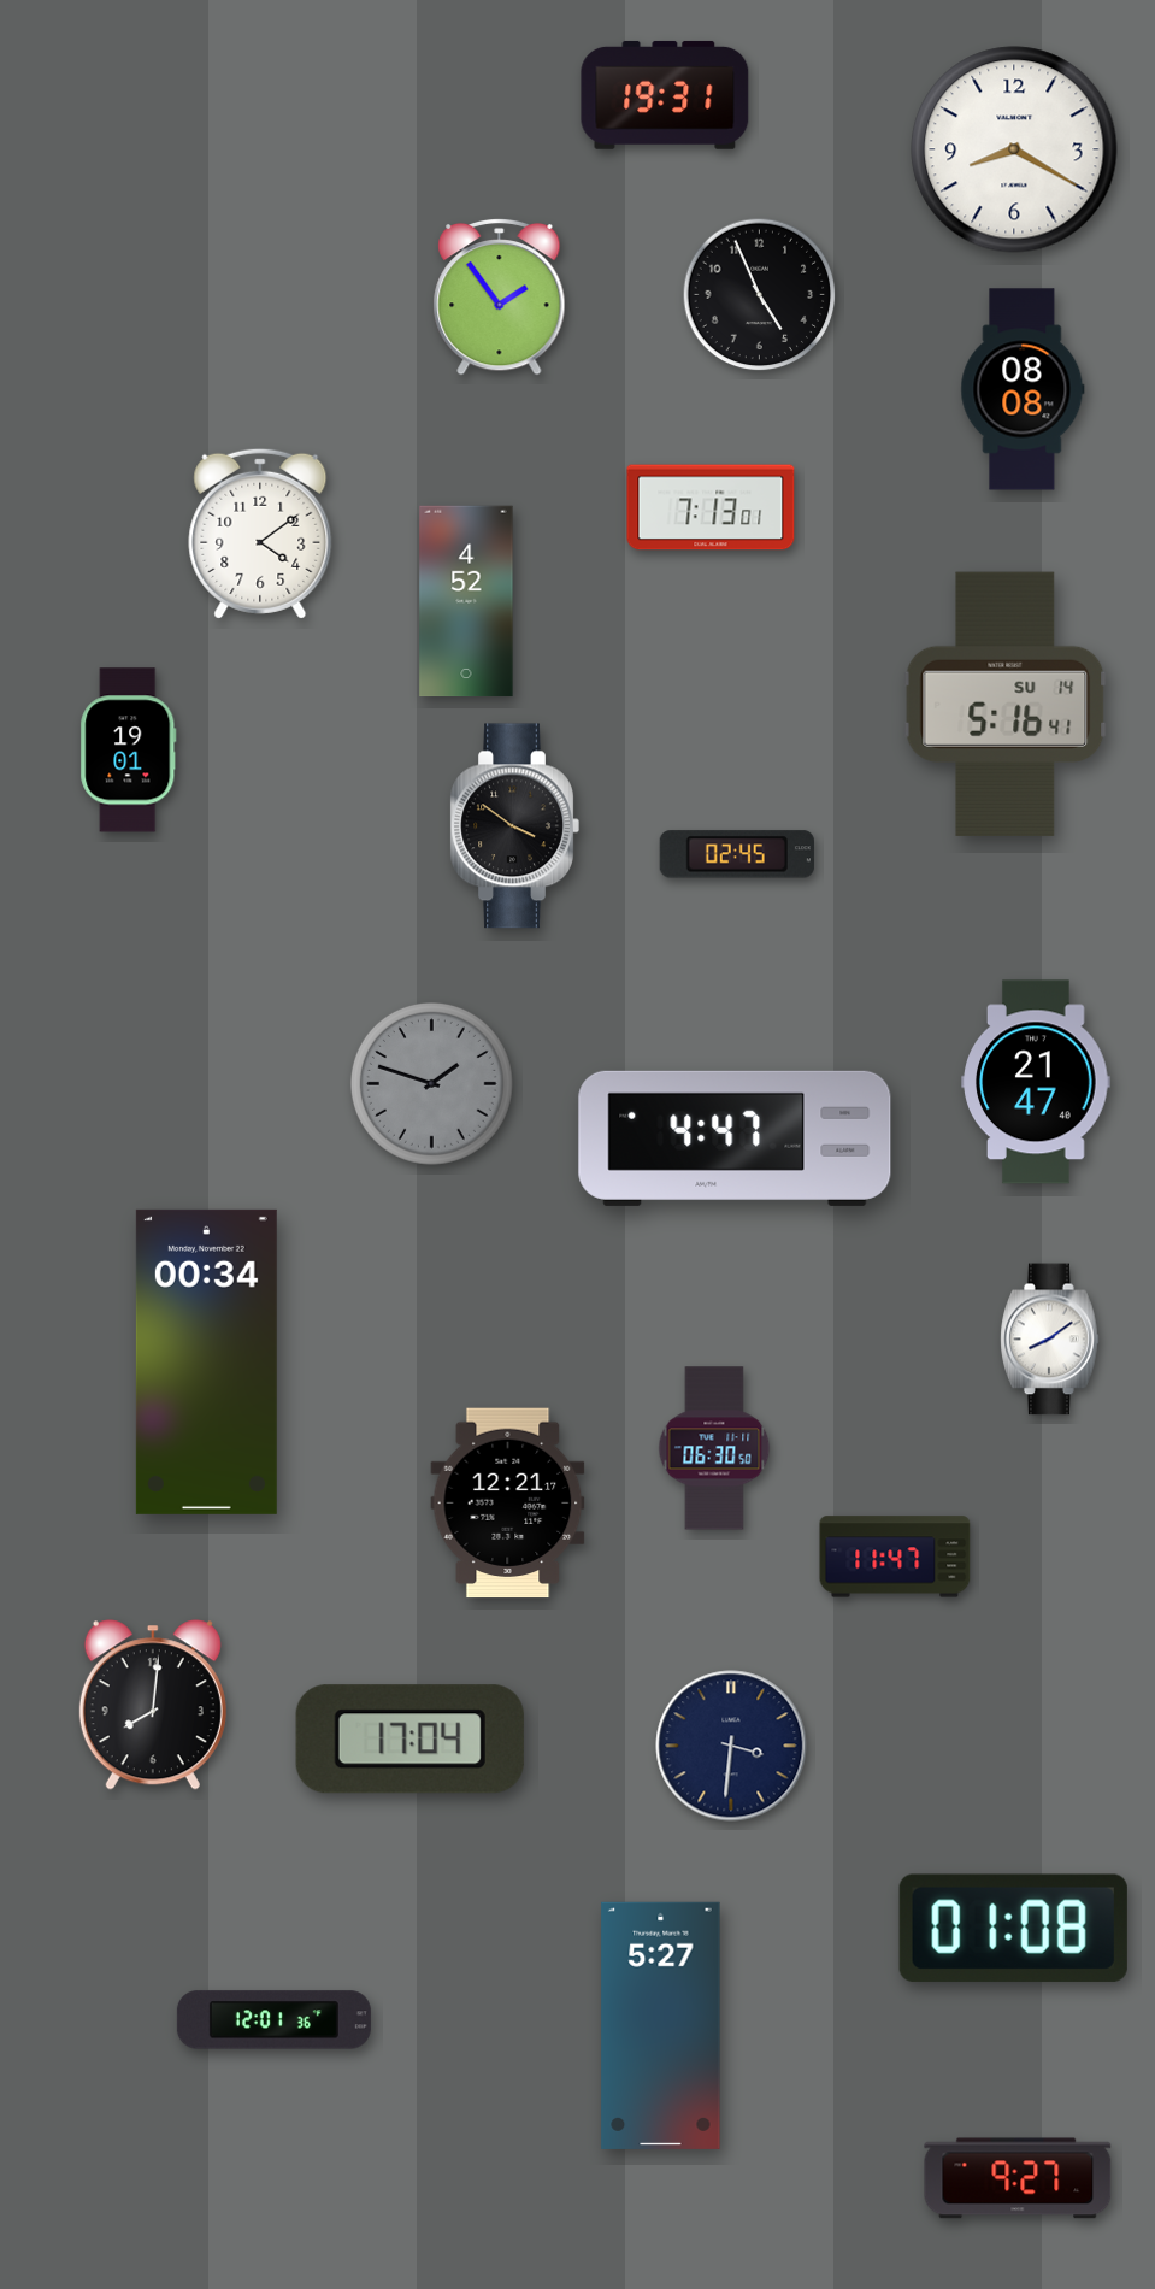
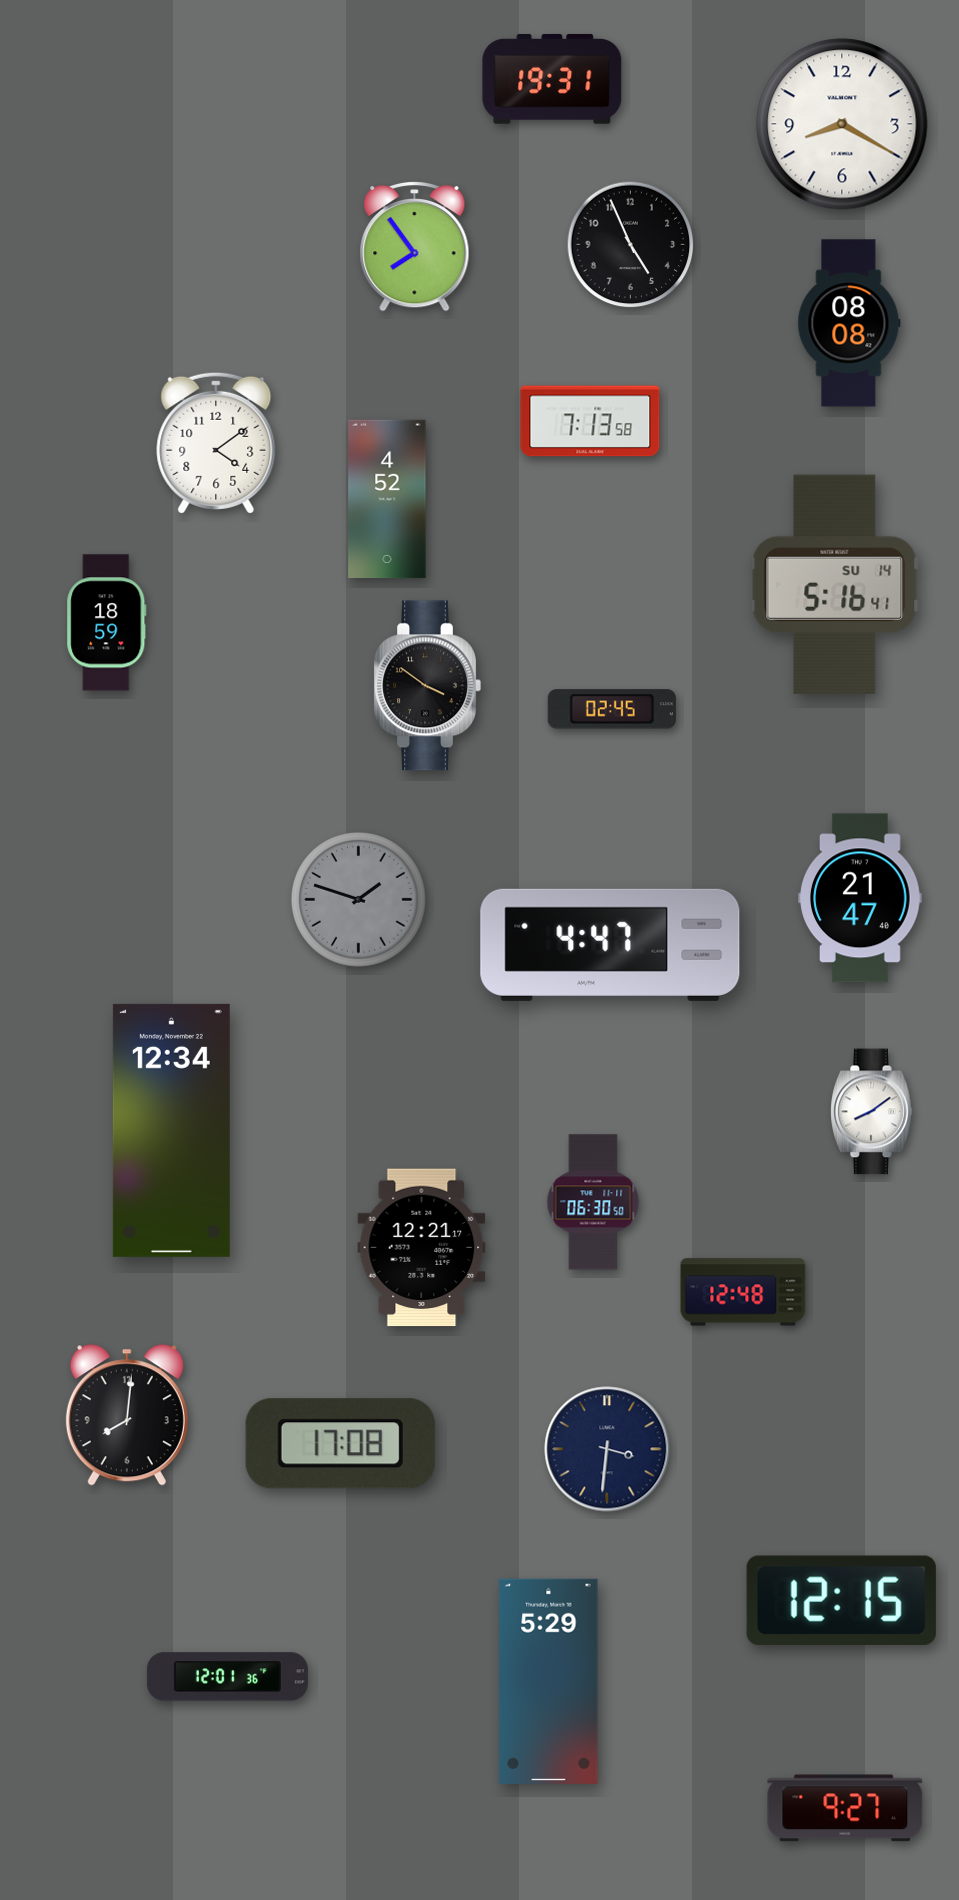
clock at (500, 296): 1:54 -> 7:54
clock at (711, 507): 7:13:01 -> 7:13:58
clock at (129, 751): 19:01 -> 18:59
clock at (206, 1361): 00:34 -> 12:34
clock at (895, 1557): 11:47 -> 12:48
clock at (409, 1740): 17:04 -> 17:08
clock at (1013, 1928): 01:08 -> 12:15
clock at (661, 2025): 5:27 -> 5:29
